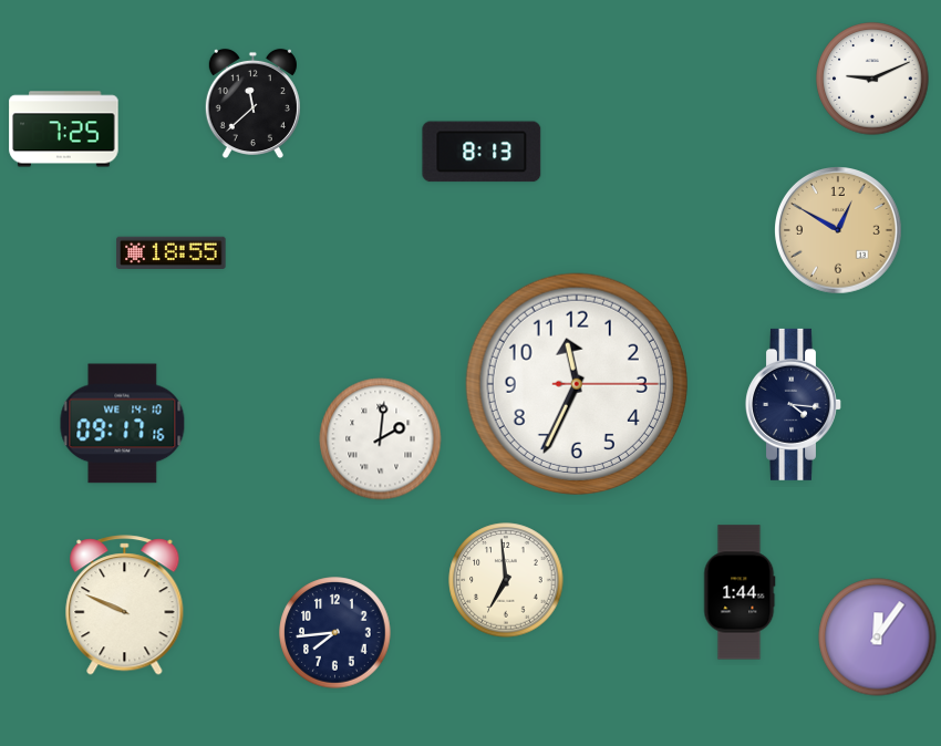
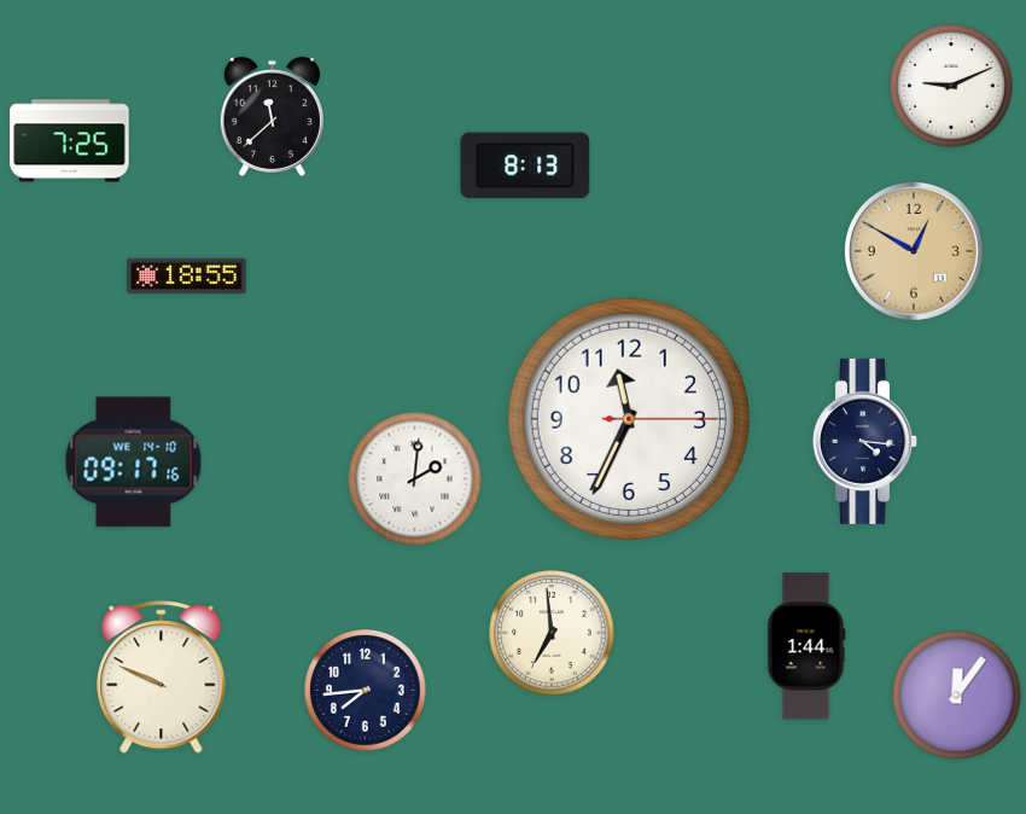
clock at (252, 103) position: (252, 103) -> (272, 116)
clock at (125, 605) position: (125, 605) -> (162, 678)
